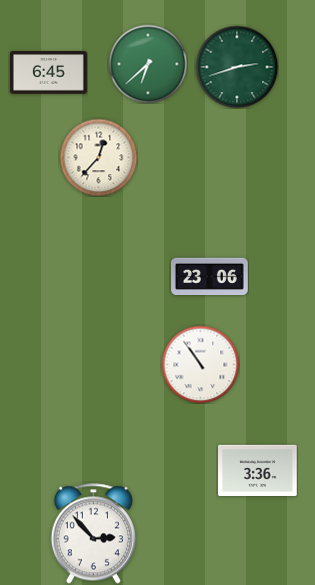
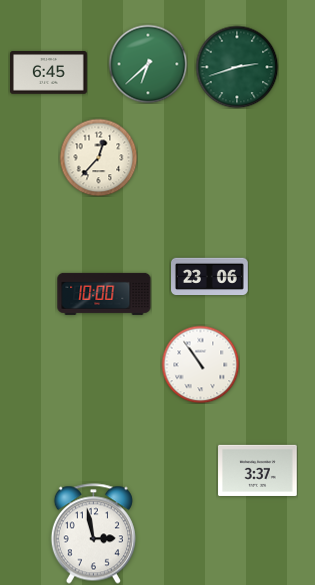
clock at (104, 294): none -> 10:00
clock at (258, 470): 3:36 -> 3:37
clock at (93, 534): 2:53 -> 2:58
